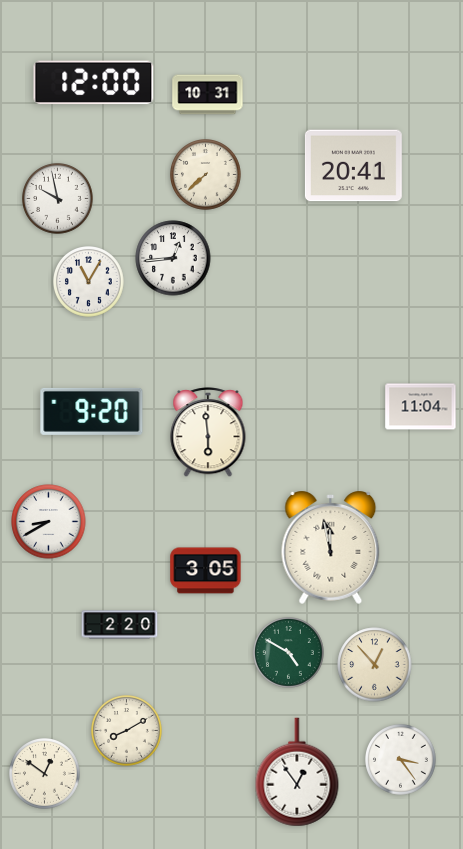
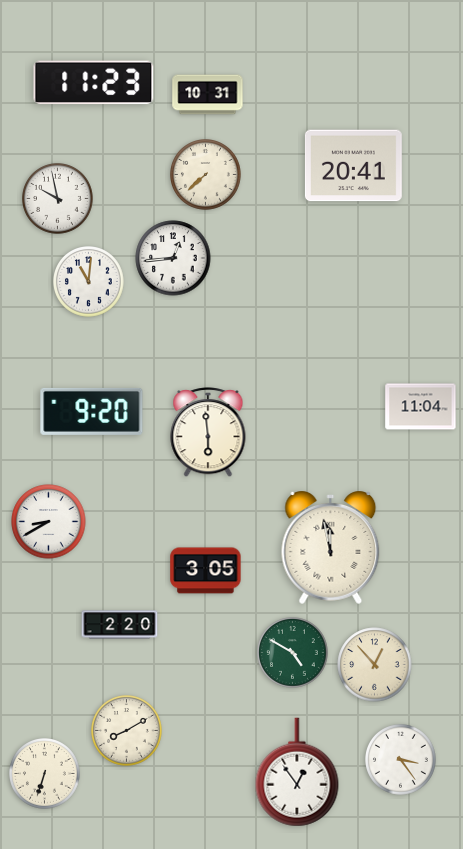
clock at (94, 83): 12:00 -> 11:23
clock at (89, 282): 11:05 -> 11:01
clock at (289, 653) position: (289, 653) -> (293, 653)
clock at (45, 774): 12:51 -> 6:33
